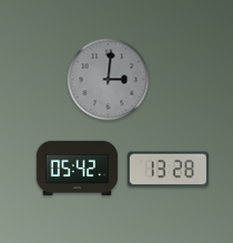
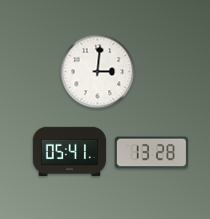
clock at (109, 80) dial: grey -> white
clock at (78, 168): 05:42 -> 05:41
